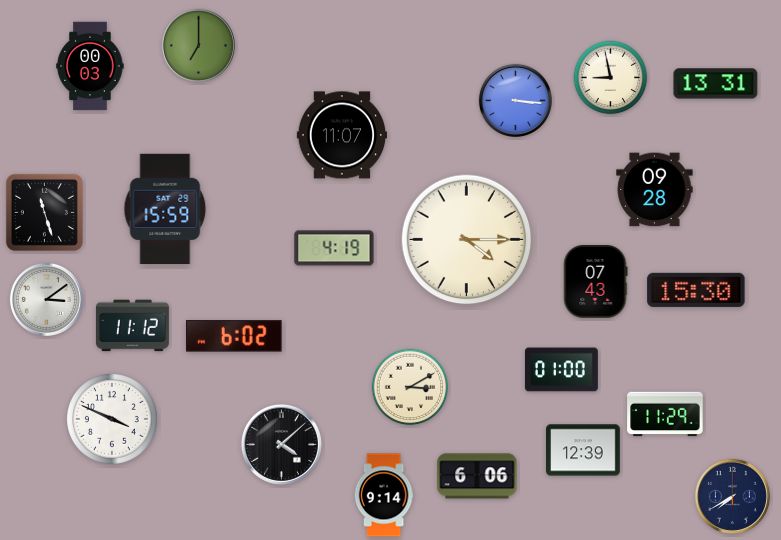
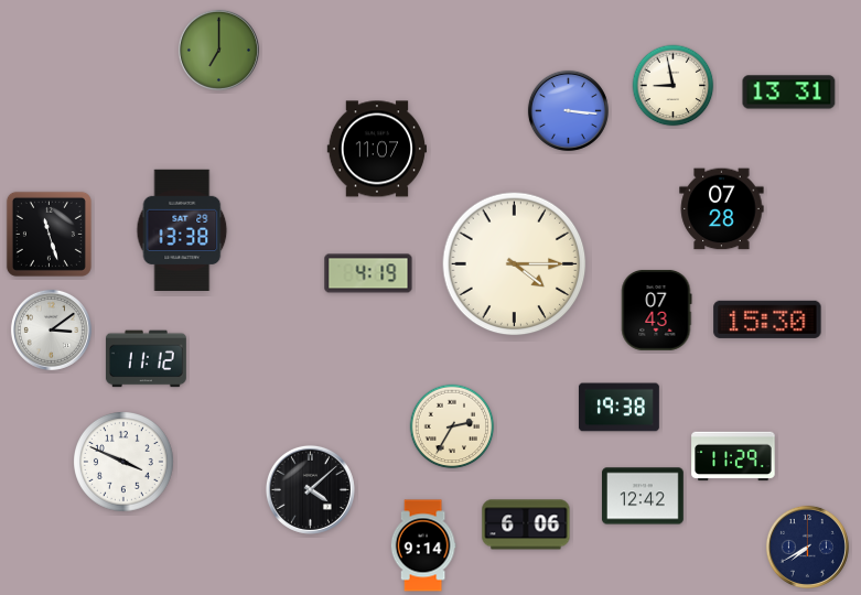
clock at (90, 66): 00:03 -> none
clock at (655, 190): 09:28 -> 07:28
clock at (165, 208): 15:59 -> 13:38
clock at (234, 336): 6:02 -> none
clock at (561, 370): 01:00 -> 19:38
clock at (410, 387): 3:10 -> 2:35
clock at (584, 450): 12:39 -> 12:42
